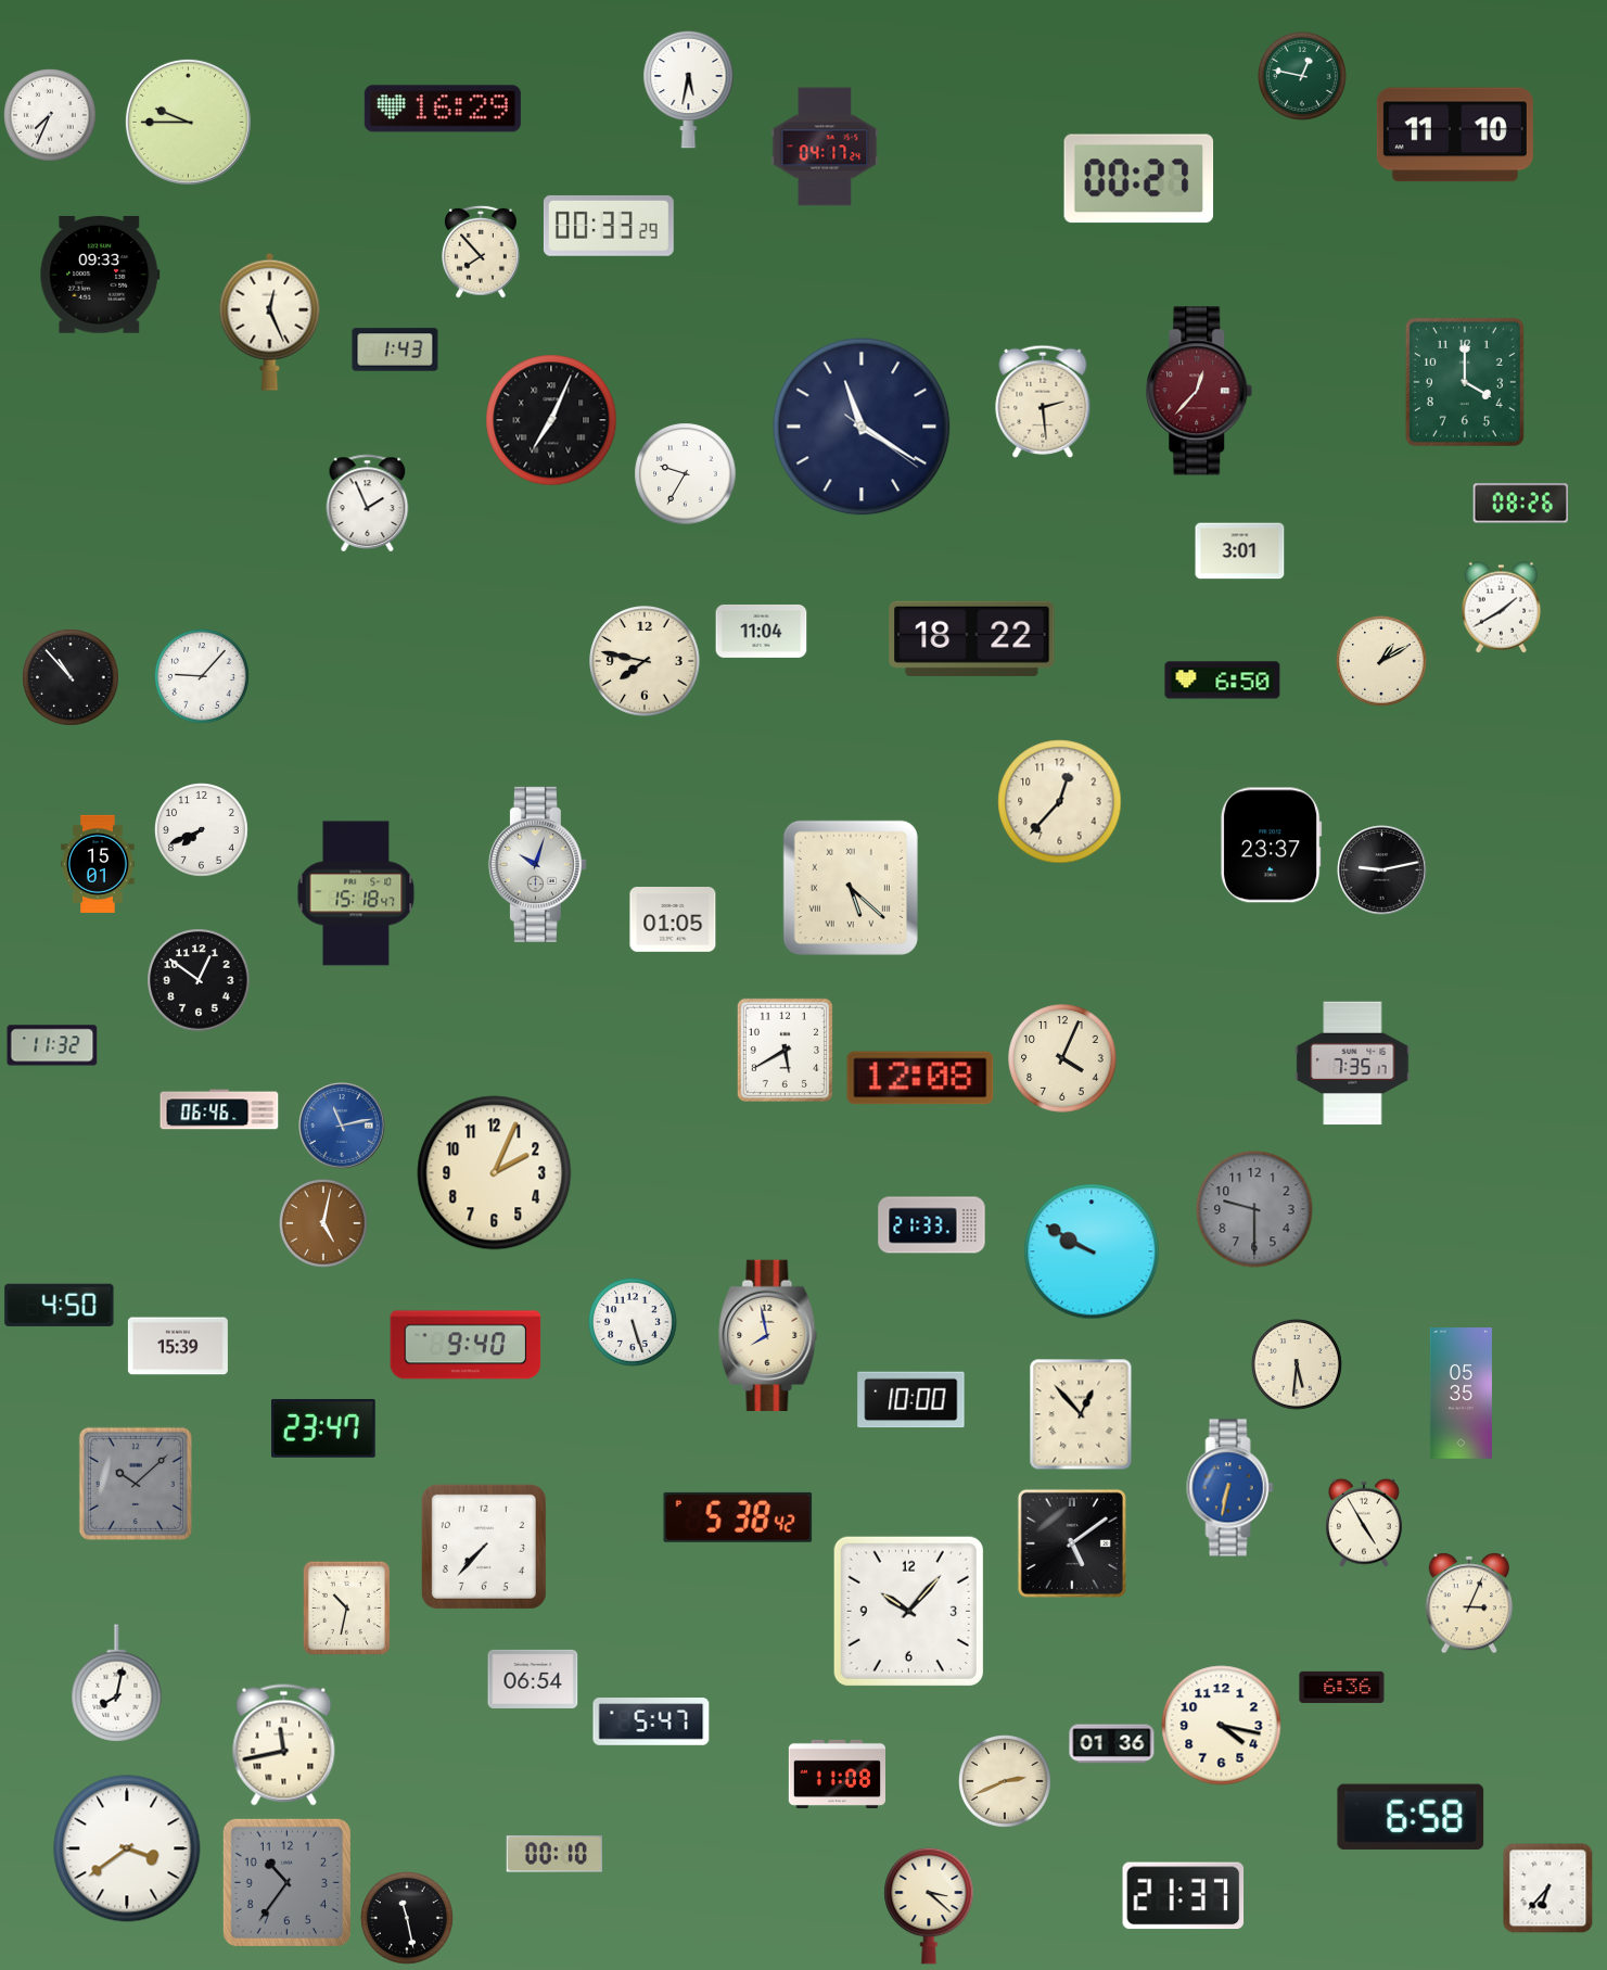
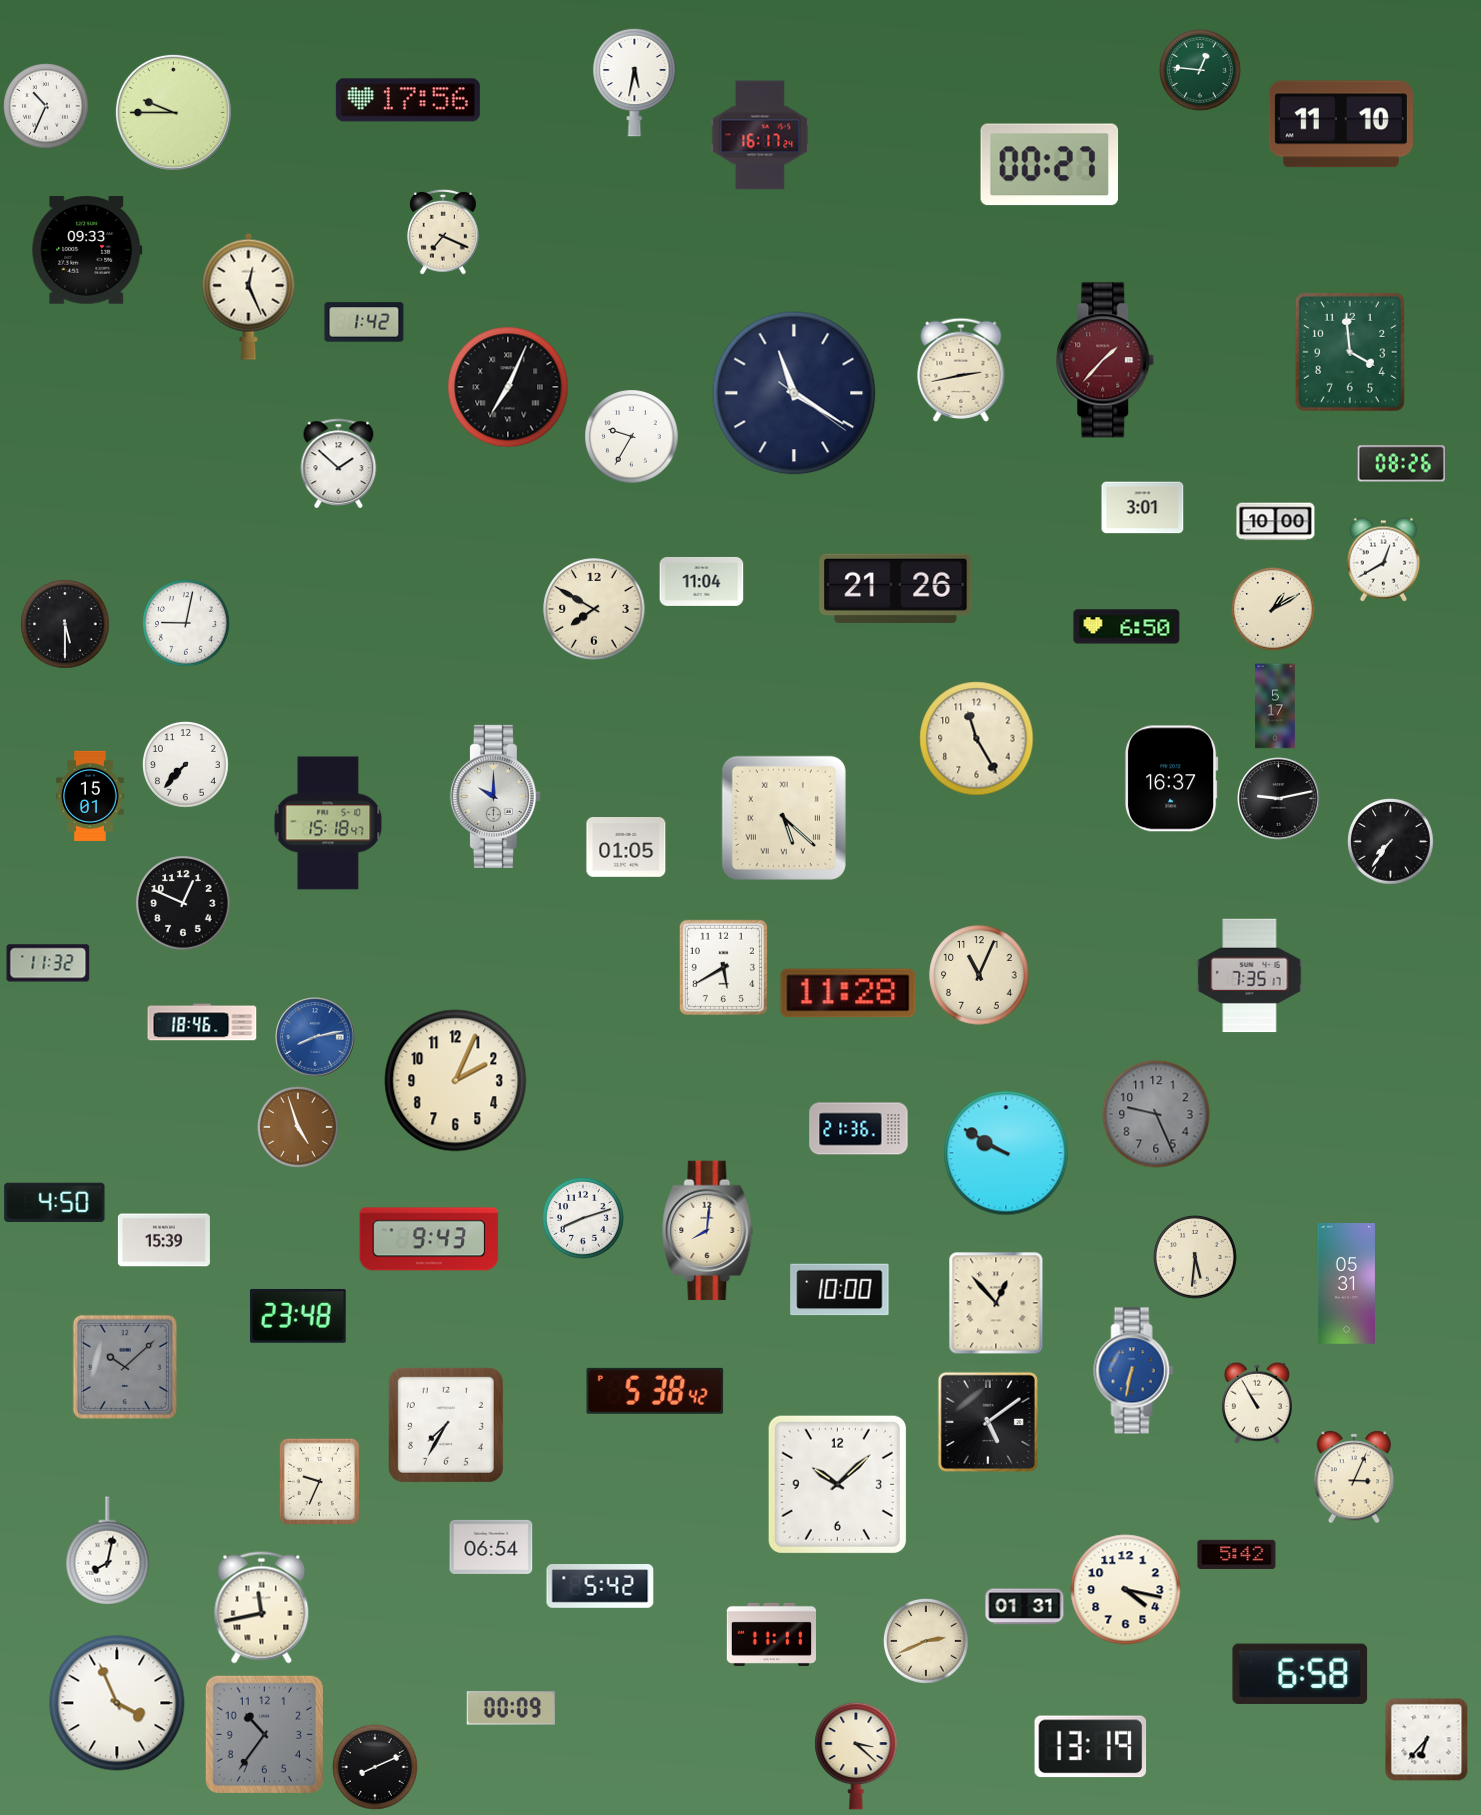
clock at (1303, 77): 12:47 -> 12:46
clock at (443, 109): 16:29 -> 17:56
clock at (51, 116): 7:34 -> 10:34
clock at (825, 147): 04:17 -> 16:17
clock at (609, 226): 00:33 -> none
clock at (482, 252): 7:53 -> 7:19
clock at (100, 276) position: (100, 276) -> (87, 251)
clock at (395, 349): 1:43 -> 1:42
clock at (1465, 382): 4:00 -> 3:59
clock at (1199, 391): 12:37 -> 1:37
clock at (1043, 402): 2:29 -> 2:43
clock at (368, 503): 1:56 -> 1:52
clock at (1276, 522): none -> 10:00
clock at (1502, 608): 1:40 -> 12:40
clock at (972, 638): 18:22 -> 21:26
clock at (645, 661): 7:47 -> 7:50
clock at (202, 676): 9:07 -> 9:02
clock at (71, 677): 10:53 -> 5:30
clock at (1275, 706): none -> 5:17
clock at (1060, 802): 12:37 -> 11:25
clock at (202, 830): 7:41 -> 7:37
clock at (1271, 846): 23:37 -> 16:37
clock at (537, 864): 10:03 -> 10:00
clock at (1382, 870) position: (1382, 870) -> (1279, 799)
clock at (1391, 842): none -> 7:36
clock at (673, 920) position: (673, 920) -> (626, 848)
clock at (199, 980): 12:51 -> 12:49
clock at (1062, 1058): 4:04 -> 11:04
clock at (1353, 1064) position: (1353, 1064) -> (1250, 976)
clock at (920, 1078): 12:08 -> 11:28
clock at (219, 1109): 06:46 -> 18:46
clock at (342, 1126): 11:13 -> 8:13
clock at (1254, 1209): 9:30 -> 9:26
clock at (324, 1224): 5:02 -> 4:57
clock at (932, 1225): 21:33 -> 21:36
clock at (634, 1323): 5:27 -> 8:12
clock at (768, 1336): 7:58 -> 8:01
clock at (465, 1345): 9:40 -> 9:43
clock at (1461, 1394): 05:35 -> 05:31
clock at (324, 1428): 23:47 -> 23:48
clock at (738, 1517) position: (738, 1517) -> (655, 1391)
clock at (1364, 1523): 4:55 -> 10:55
clock at (484, 1547): 7:37 -> 7:35
clock at (346, 1607): 10:32 -> 9:34
clock at (908, 1611): 10:07 -> 10:08
clock at (1342, 1687): 6:36 -> 5:42
clock at (651, 1721): 5:47 -> 5:42
clock at (1112, 1744): 01:36 -> 01:31
clock at (837, 1774): 11:08 -> 11:11
clock at (127, 1848): 3:39 -> 3:56
clock at (554, 1854): 00:10 -> 00:09
clock at (1184, 1896): 21:37 -> 13:19
clock at (408, 1919): 11:28 -> 8:11
